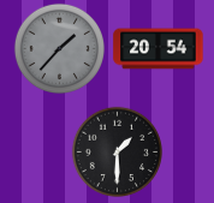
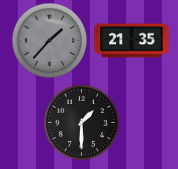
clock at (159, 49): 20:54 -> 21:35
clock at (117, 151) position: (117, 151) -> (81, 122)
